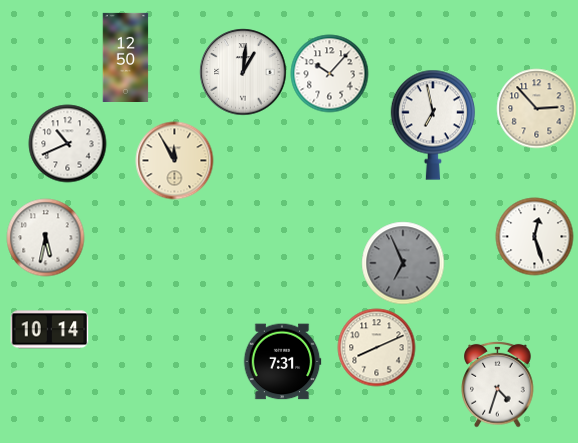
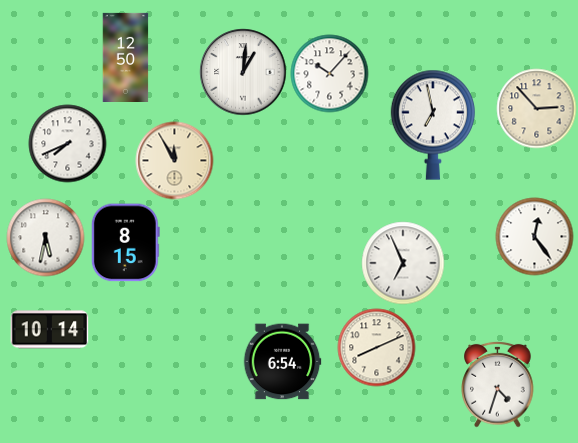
clock at (67, 143): 10:41 -> 7:41
clock at (534, 236): 12:27 -> 12:24
clock at (125, 242): none -> 8:15
clock at (403, 263) dial: grey -> white
clock at (282, 362): 7:31 -> 6:54
